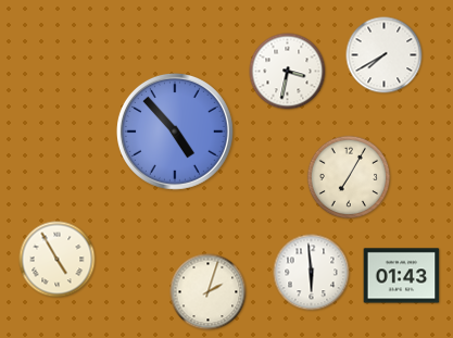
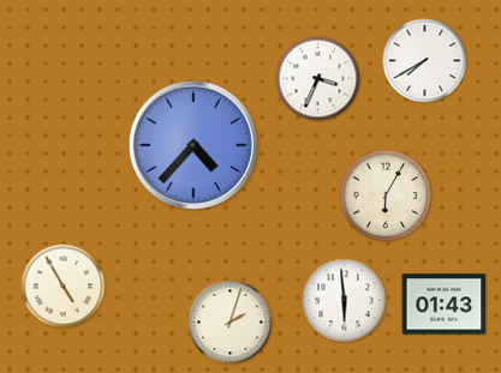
clock at (288, 72): 3:32 -> 3:34
clock at (175, 132): 4:53 -> 4:37
clock at (349, 177): 7:05 -> 6:05
